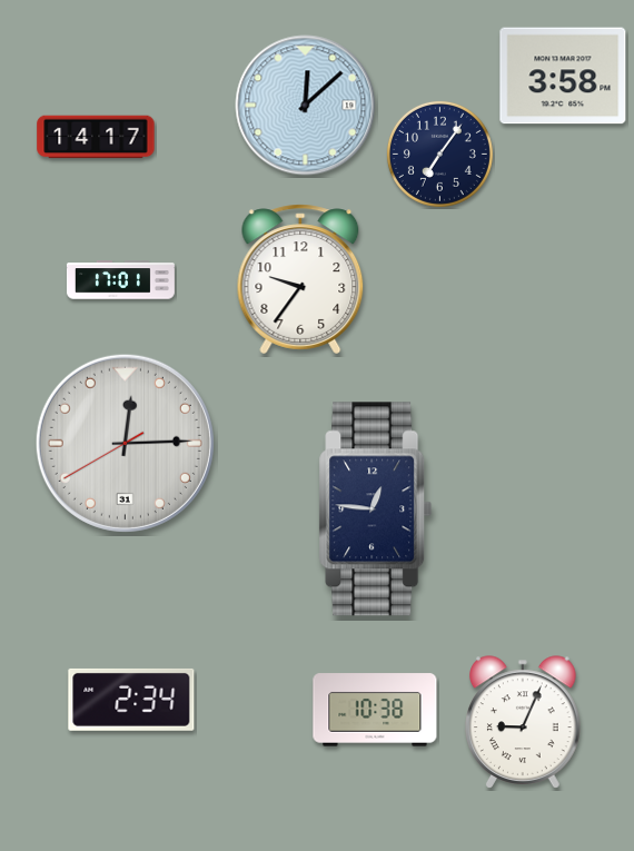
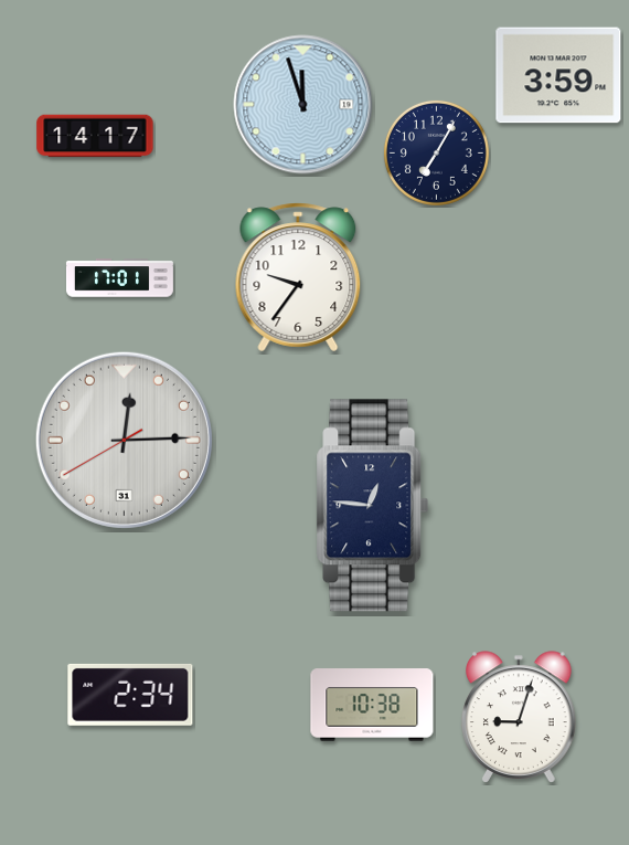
clock at (563, 76): 3:58 -> 3:59
clock at (306, 106): 12:08 -> 11:57
clock at (439, 154): 7:06 -> 7:05
clock at (524, 722): 9:04 -> 9:03
